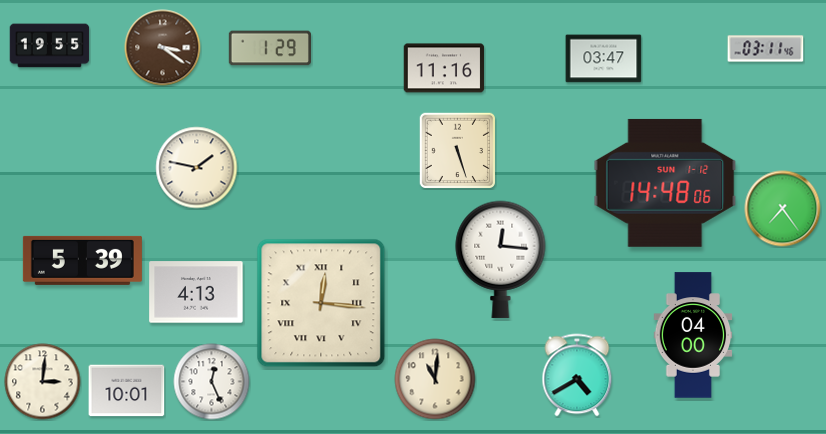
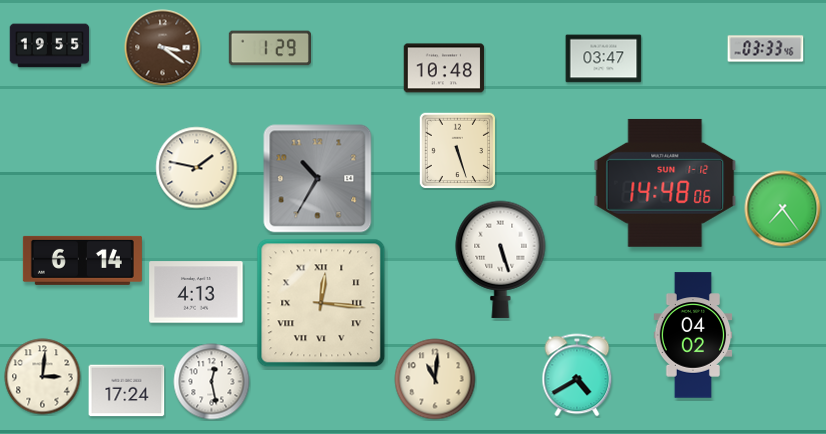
clock at (766, 49): 03:11 -> 03:33
clock at (444, 68): 11:16 -> 10:48
clock at (318, 179): none -> 10:35
clock at (501, 259): 12:16 -> 5:27
clock at (82, 260): 5:39 -> 6:14
clock at (693, 335): 04:00 -> 04:02
clock at (43, 382) position: (43, 382) -> (43, 377)
clock at (212, 382): 12:26 -> 12:28
clock at (127, 391): 10:01 -> 17:24
